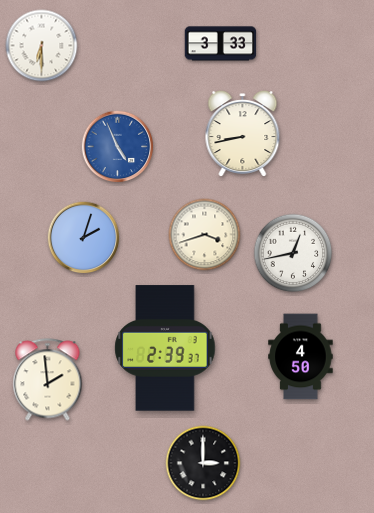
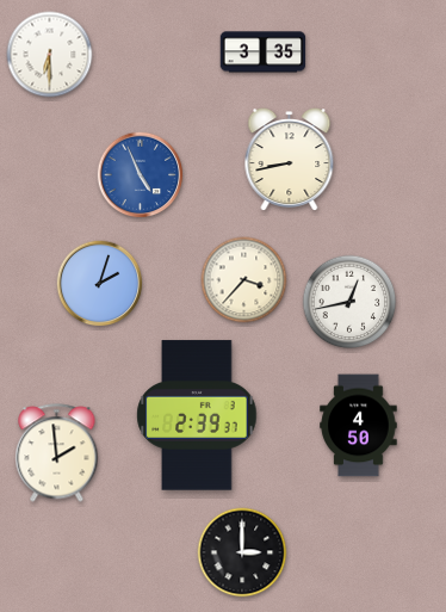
clock at (221, 44): 3:33 -> 3:35
clock at (205, 235): 3:42 -> 3:37
